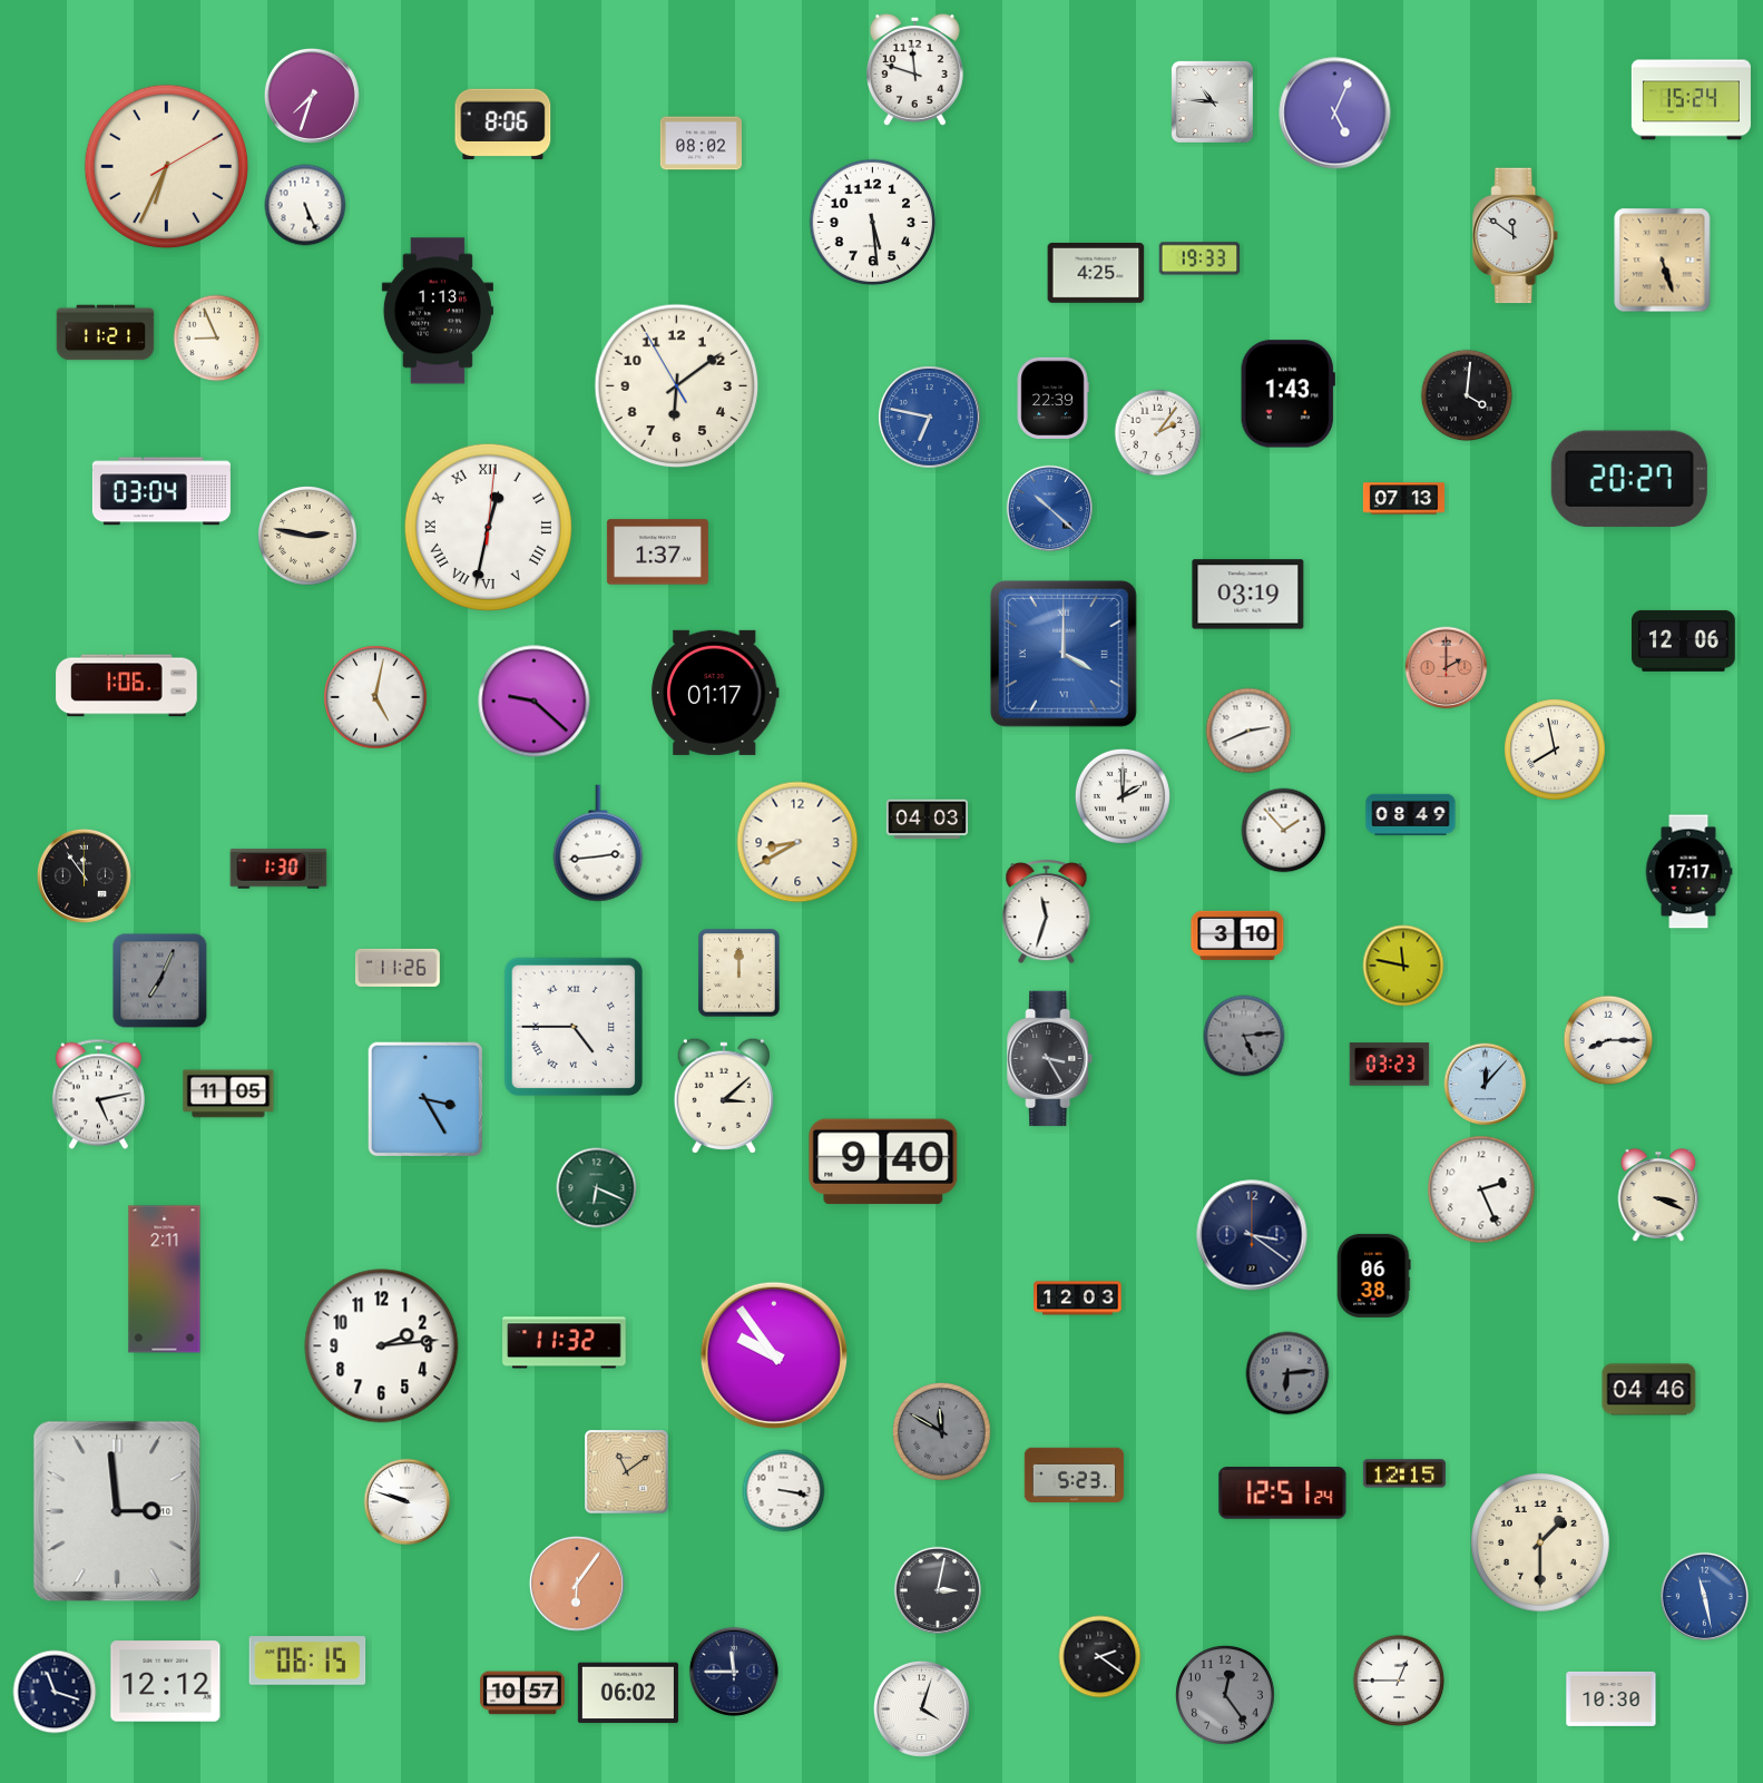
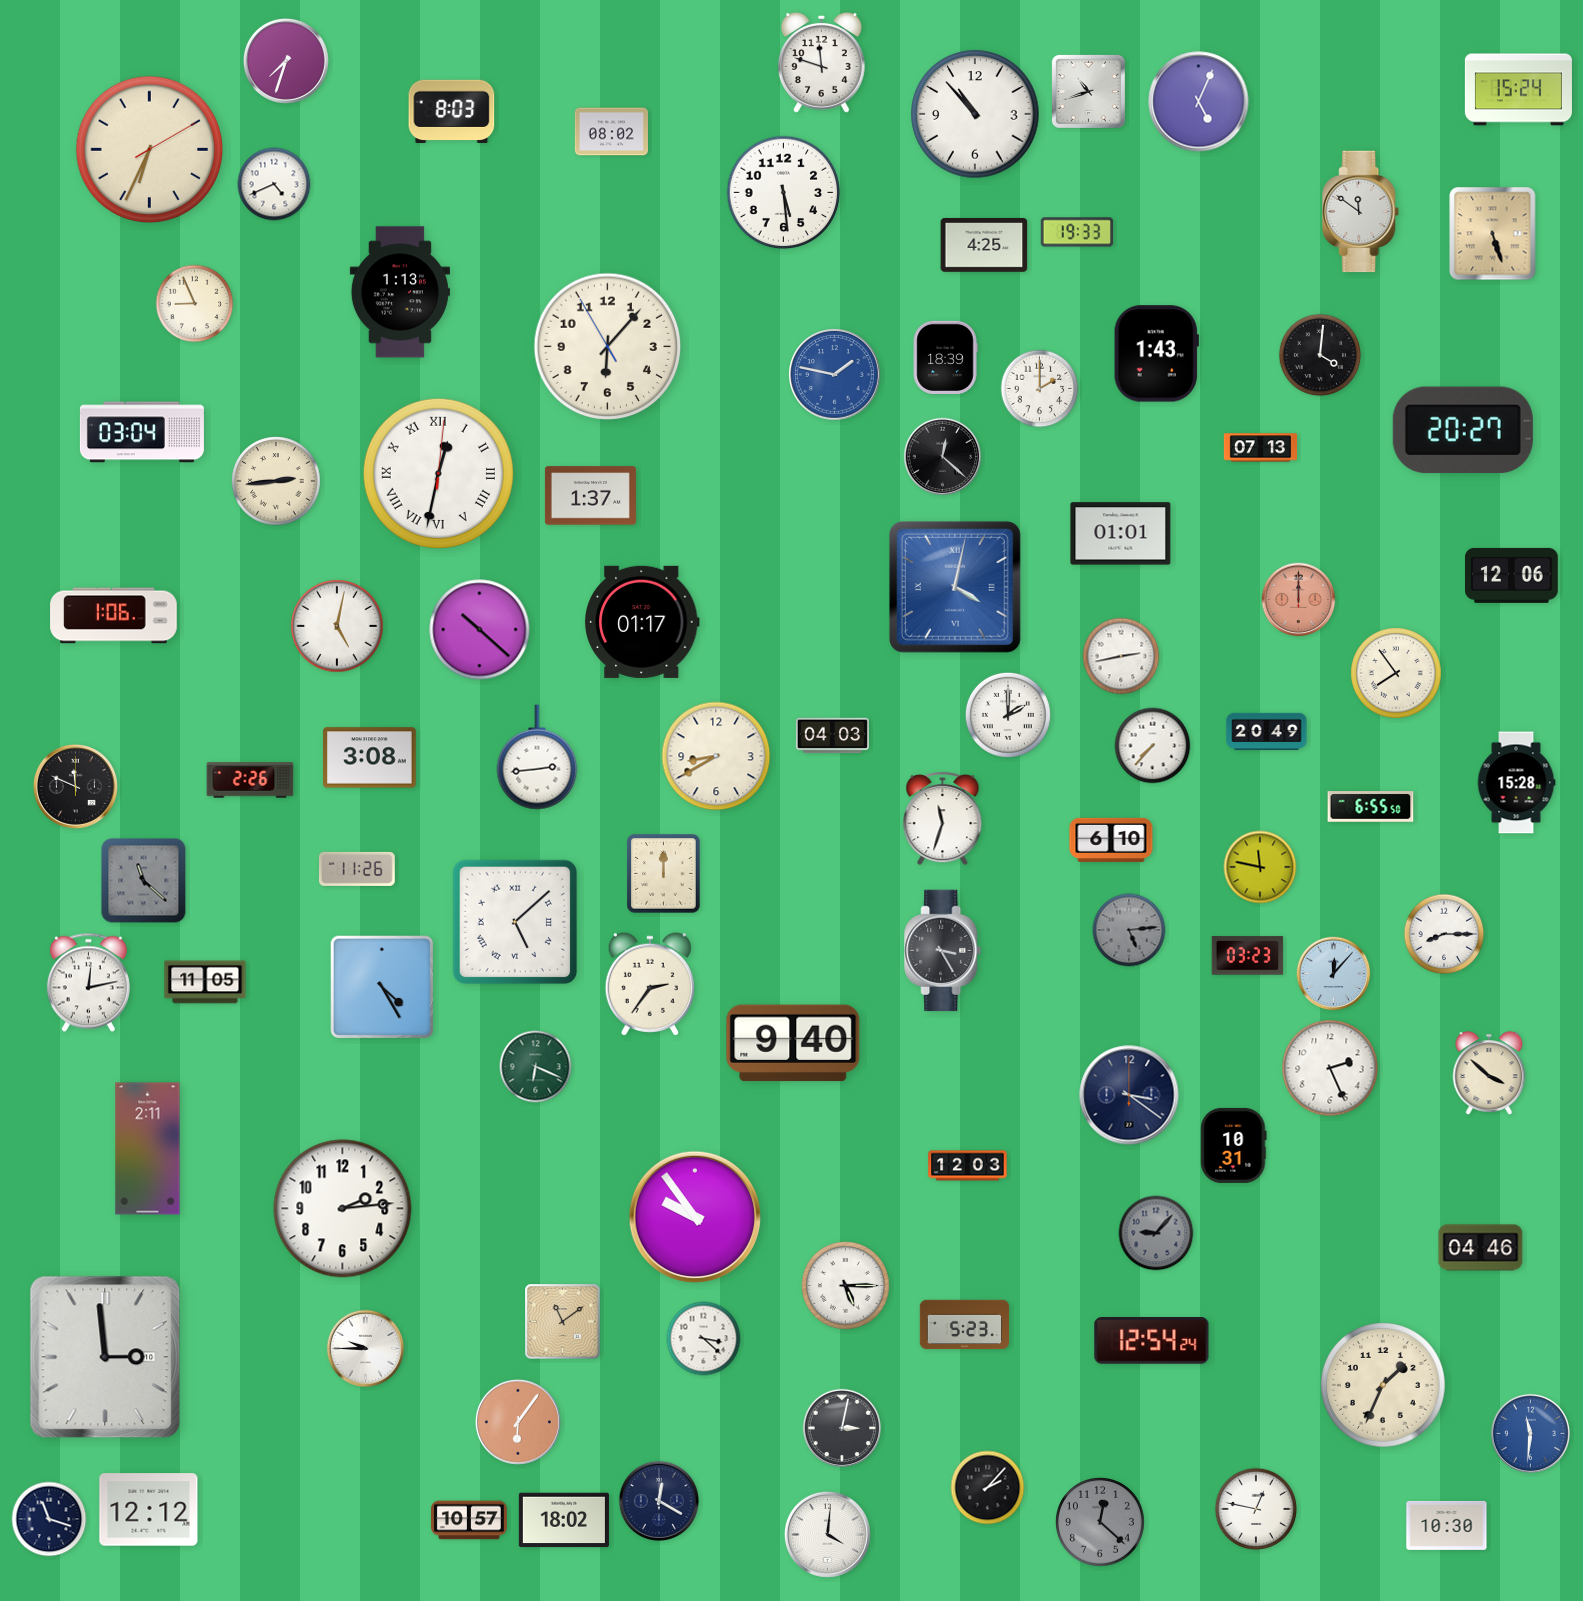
clock at (312, 96) position: (312, 96) -> (286, 61)
clock at (1212, 101): 10:46 -> 10:42
clock at (503, 124): 8:06 -> 8:03
clock at (975, 114): none -> 10:53
clock at (701, 144) position: (701, 144) -> (611, 132)
clock at (305, 205): 5:26 -> 4:41
clock at (873, 223) position: (873, 223) -> (784, 193)
clock at (438, 311) position: (438, 311) -> (400, 292)
clock at (106, 333): 11:21 -> none
clock at (677, 386): 6:08 -> 6:06
clock at (1467, 395) position: (1467, 395) -> (1320, 355)
clock at (1052, 398): 22:39 -> 18:39
clock at (930, 418): 6:47 -> 1:47
clock at (1158, 433): 2:06 -> 2:00
clock at (161, 491) position: (161, 491) -> (142, 432)
clock at (1050, 509): 10:22 -> 12:22
clock at (1050, 509) dial: blue -> black
clock at (308, 537): 2:47 -> 2:44
clock at (1248, 595): 03:19 -> 01:01
clock at (1064, 654): 4:00 -> 4:02
clock at (1447, 668): 2:00 -> 12:00
clock at (535, 702): 9:22 -> 10:22
clock at (1248, 731): 2:41 -> 2:43
clock at (1555, 750): 7:58 -> 7:54
clock at (1411, 815): 08:49 -> 20:49
clock at (1284, 831): 1:53 -> 7:37
clock at (370, 758): none -> 3:08
clock at (278, 869): 1:30 -> 2:26
clock at (1688, 872): 17:17 -> 15:28
clock at (84, 875): 11:54 -> 11:49
clock at (1371, 807): none -> 6:55
clock at (1047, 912) position: (1047, 912) -> (943, 819)
clock at (1237, 935): 3:10 -> 6:10
clock at (160, 981): 7:04 -> 11:22
clock at (574, 1027): 4:45 -> 5:08
clock at (1244, 1036) position: (1244, 1036) -> (1129, 930)
clock at (98, 1095): 5:13 -> 12:13
clock at (723, 1096): 3:08 -> 2:36
clock at (425, 1099): 3:25 -> 4:25
clock at (1658, 1195): 3:19 -> 3:52
clock at (1252, 1235) position: (1252, 1235) -> (1129, 1095)
clock at (1374, 1275): 06:38 -> 10:31
clock at (565, 1343): 11:32 -> none
clock at (1287, 1373): 6:14 -> 9:07
clock at (941, 1431): 11:50 -> 5:15
clock at (941, 1431) dial: grey -> white
clock at (1404, 1473): 12:15 -> none
clock at (784, 1491): 3:17 -> 3:22
clock at (1283, 1493): 12:51 -> 12:54
clock at (408, 1502): 9:48 -> 9:45
clock at (1541, 1544): 1:30 -> 1:34
clock at (1704, 1596): 11:28 -> 11:31
clock at (1100, 1657): 2:21 -> 2:07
clock at (307, 1662): 06:15 -> none
clock at (734, 1672): 11:45 -> 12:20
clock at (1399, 1681): 12:45 -> 12:47
clock at (628, 1693): 06:02 -> 18:02
clock at (1226, 1696): 12:24 -> 12:22
clock at (921, 1708): 4:03 -> 4:01
